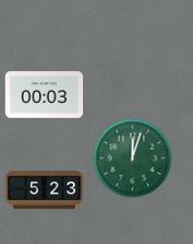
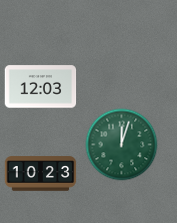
clock at (45, 95): 00:03 -> 12:03
clock at (45, 190): 5:23 -> 10:23
